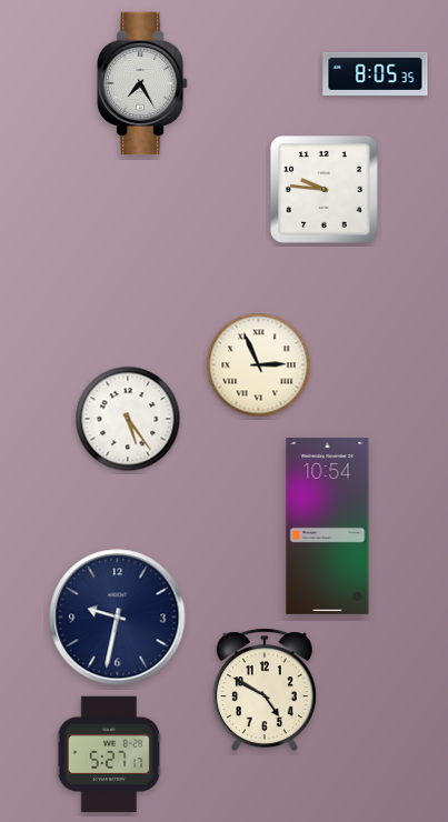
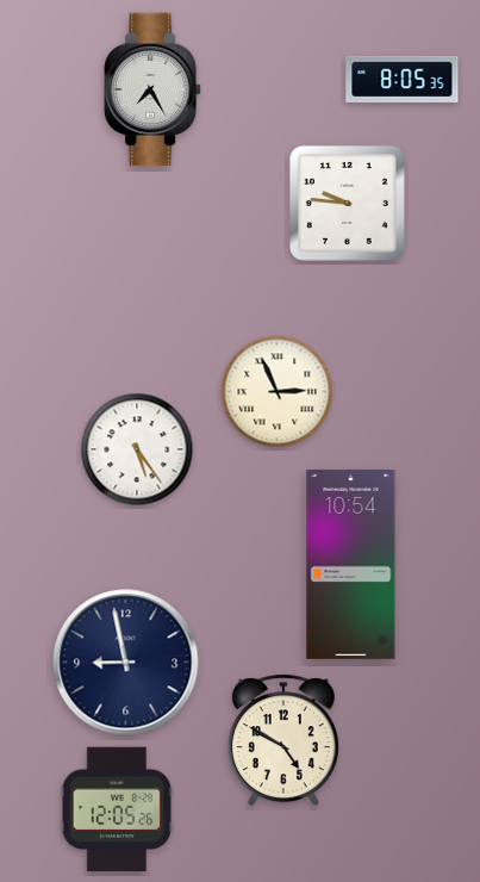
clock at (118, 618): 9:32 -> 8:58
clock at (109, 754): 5:27 -> 12:05
